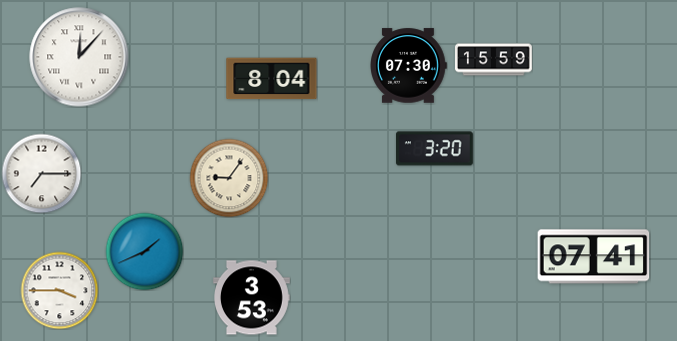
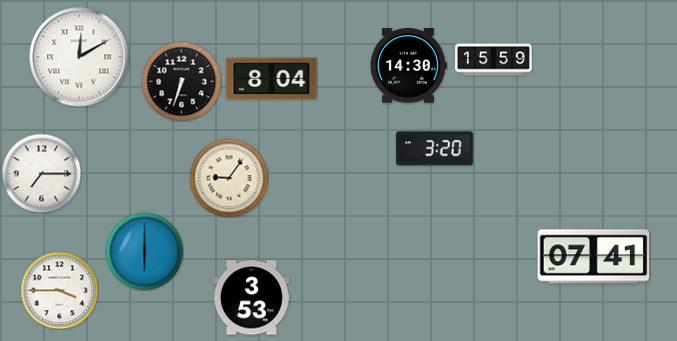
clock at (79, 57): 12:07 -> 12:10
clock at (409, 66): 07:30 -> 14:30
clock at (181, 81): none -> 6:33
clock at (144, 251): 1:41 -> 6:00
